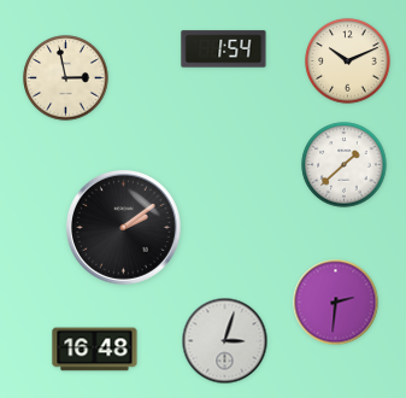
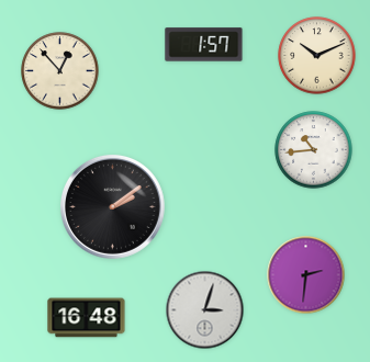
clock at (224, 49): 1:54 -> 1:57
clock at (66, 78): 2:58 -> 12:53
clock at (345, 165): 1:38 -> 10:44
